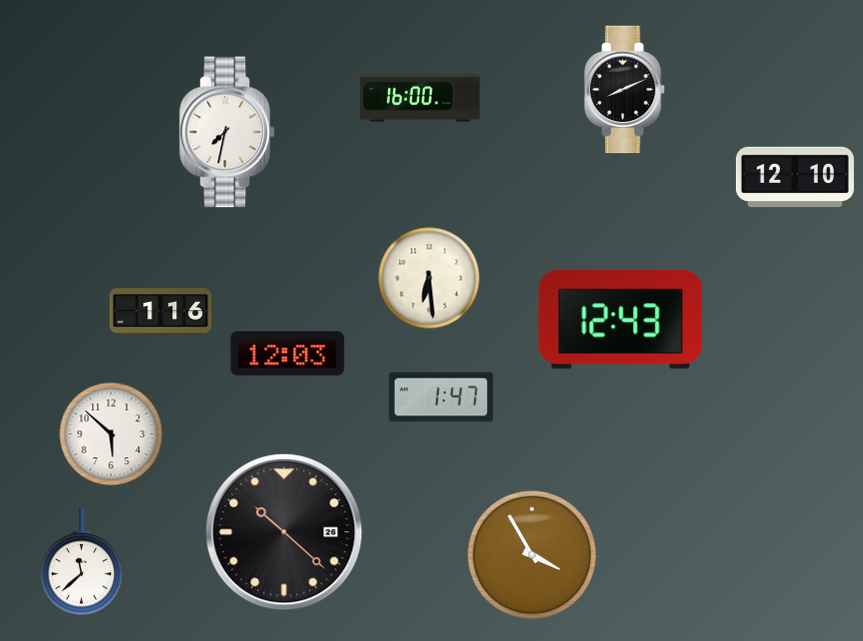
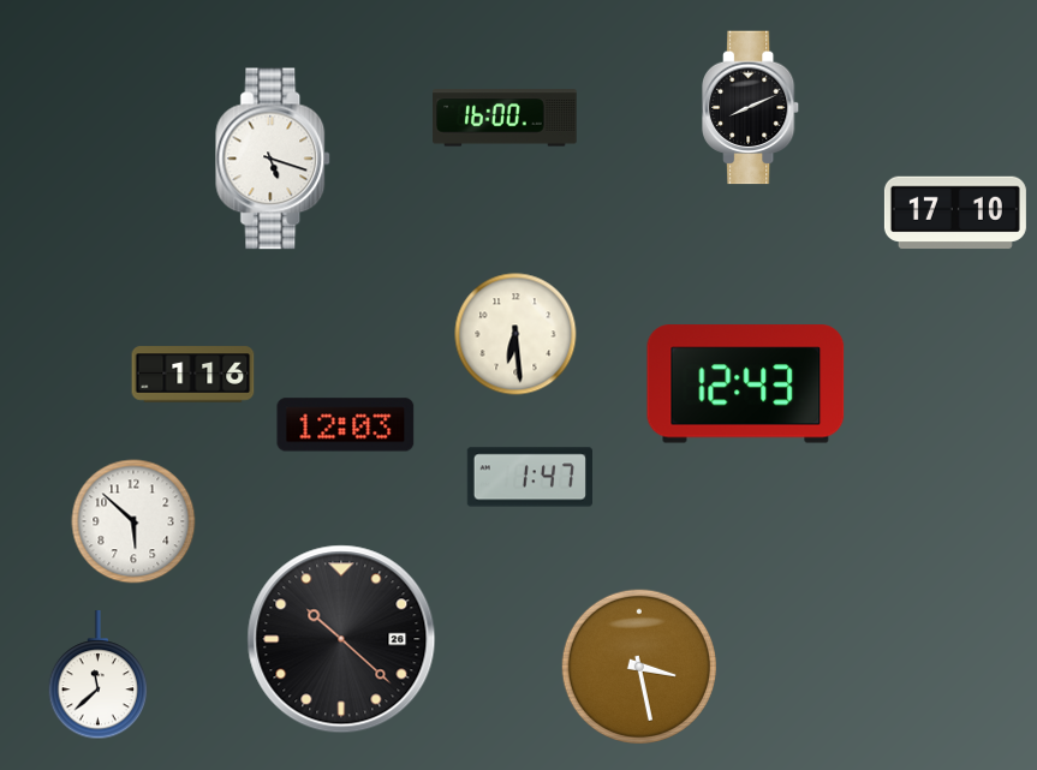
clock at (228, 132): 7:32 -> 5:18
clock at (795, 177): 12:10 -> 17:10
clock at (531, 554): 3:55 -> 3:28
